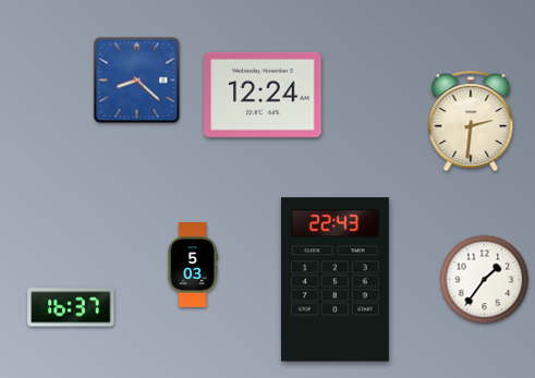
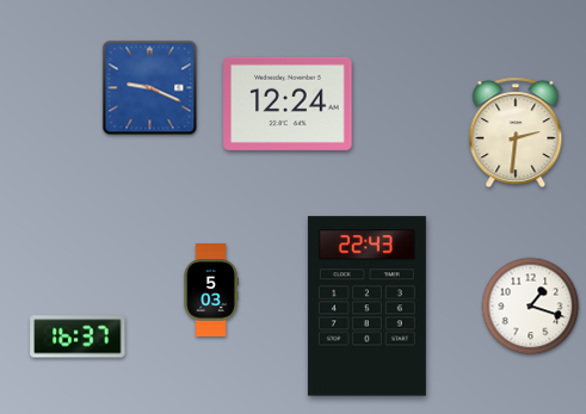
clock at (137, 81): 8:22 -> 9:19
clock at (485, 280): 1:36 -> 1:18
